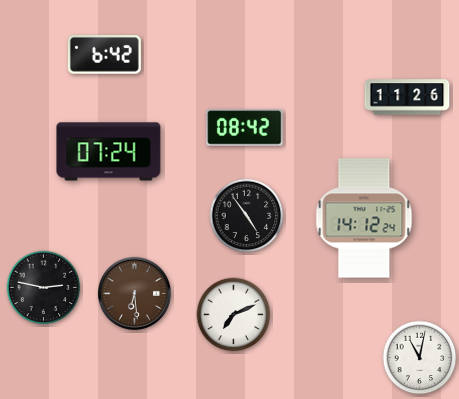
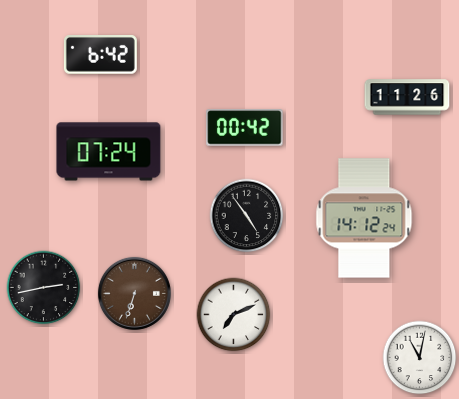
clock at (104, 55) position: (104, 55) -> (100, 55)
clock at (245, 128): 08:42 -> 00:42
clock at (44, 288): 2:47 -> 2:43
clock at (134, 293): 6:29 -> 6:33
